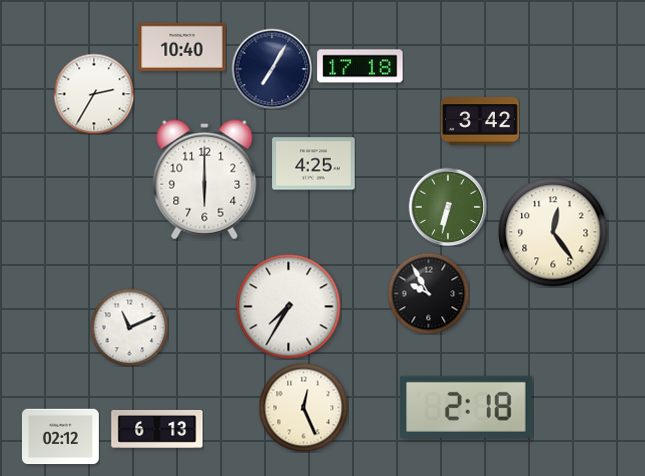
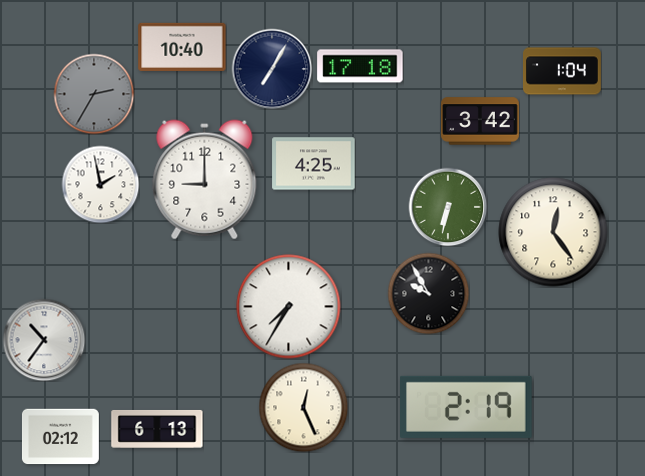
clock at (563, 71): none -> 1:04
clock at (94, 94) dial: white -> grey
clock at (205, 180): 6:00 -> 9:00
clock at (100, 184): none -> 1:58
clock at (129, 327): 11:11 -> none
clock at (44, 340): none -> 10:36
clock at (466, 407): 2:18 -> 2:19
